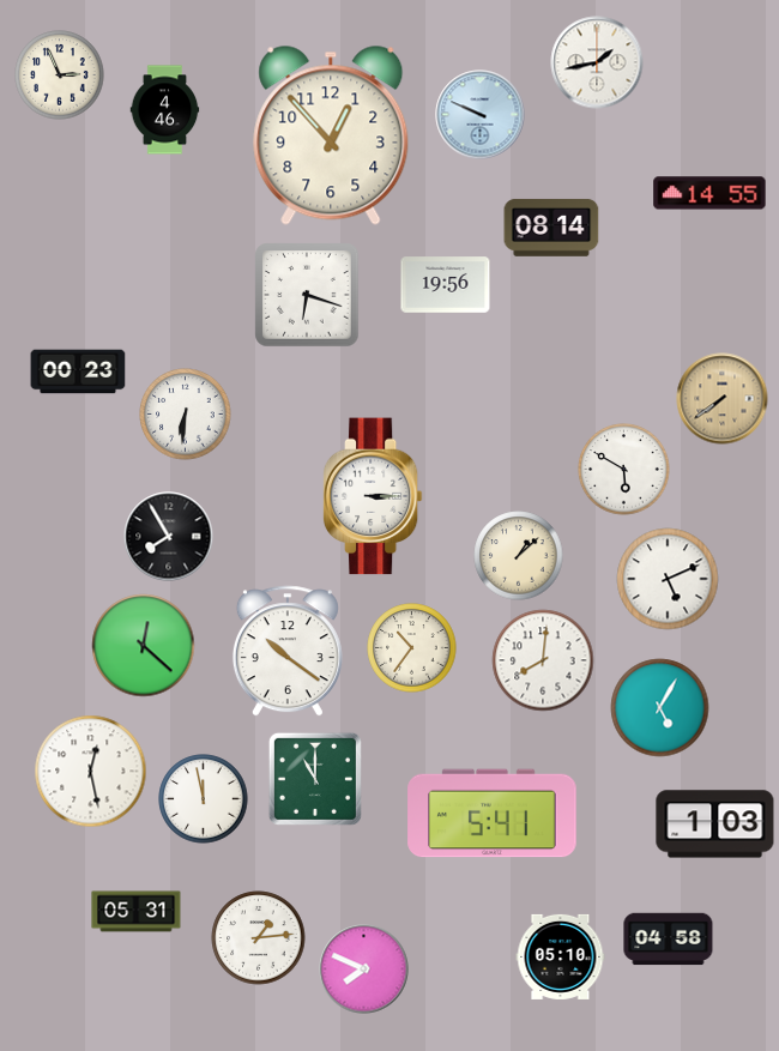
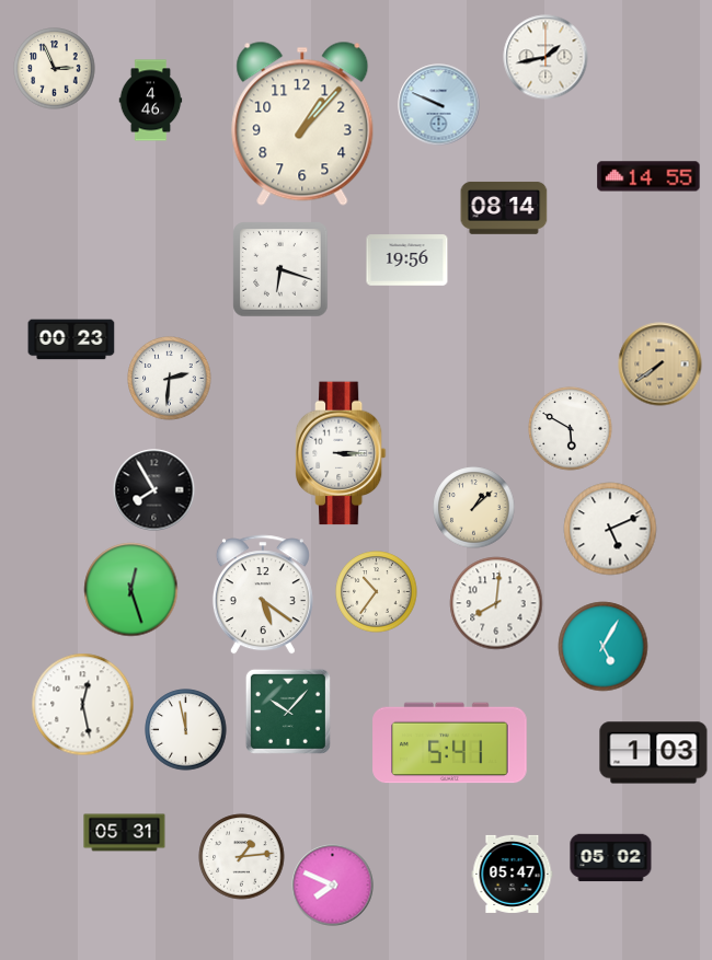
clock at (331, 135): 12:53 -> 1:07
clock at (186, 415): 6:31 -> 2:31
clock at (144, 646): 12:22 -> 12:27
clock at (288, 651): 10:21 -> 5:21
clock at (315, 779): 11:00 -> 10:07
clock at (259, 938) position: (259, 938) -> (242, 857)
clock at (669, 940): 04:58 -> 05:02
clock at (561, 956): 05:10 -> 05:47
